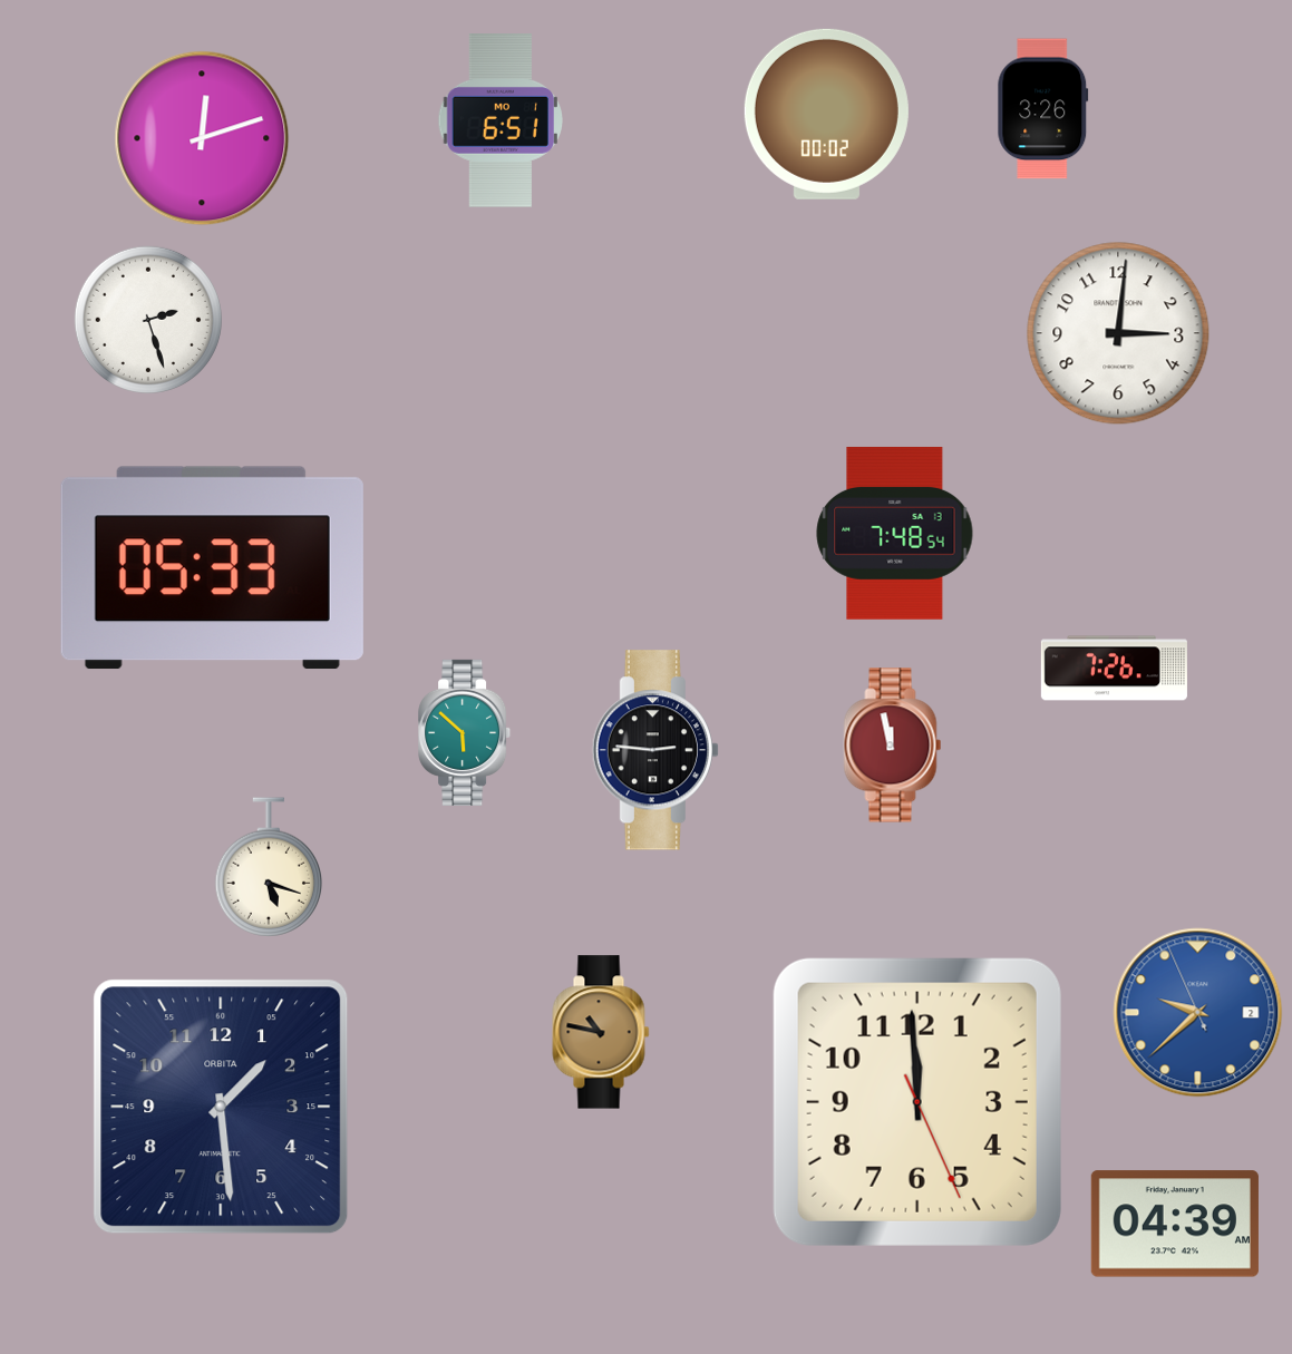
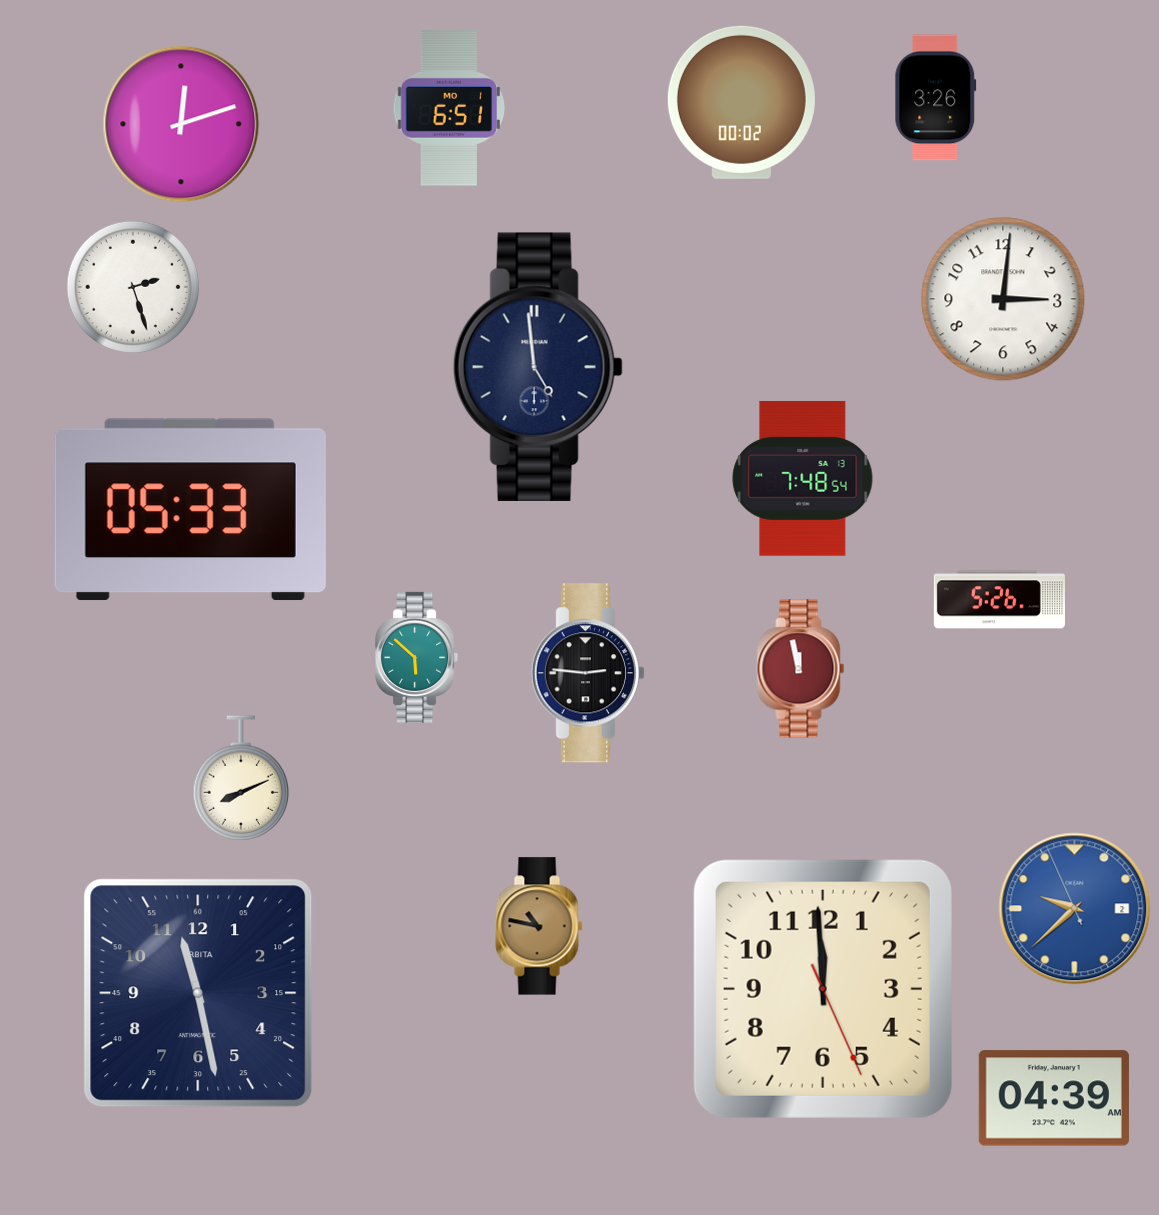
clock at (538, 366): none -> 4:59
clock at (1114, 669): 7:26 -> 5:26
clock at (269, 867): 5:18 -> 8:11
clock at (221, 1107): 1:29 -> 11:28
